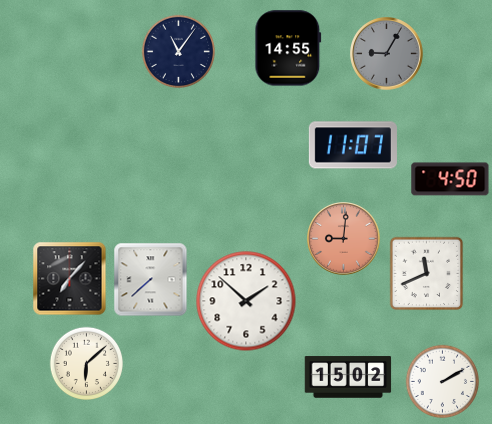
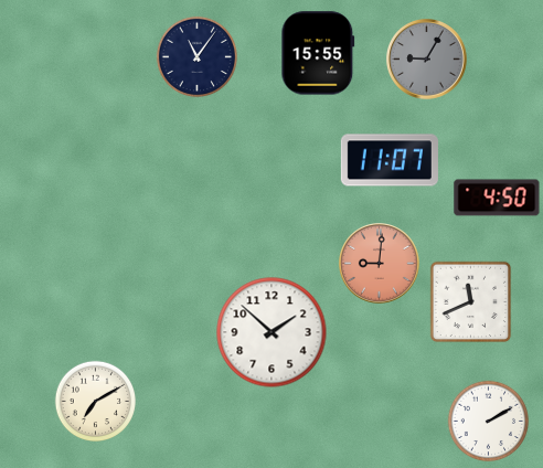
clock at (288, 48): 14:55 -> 15:55
clock at (70, 279): 7:07 -> none
clock at (151, 280): 7:38 -> none
clock at (87, 364): 6:08 -> 7:10
clock at (348, 377): 15:02 -> none
